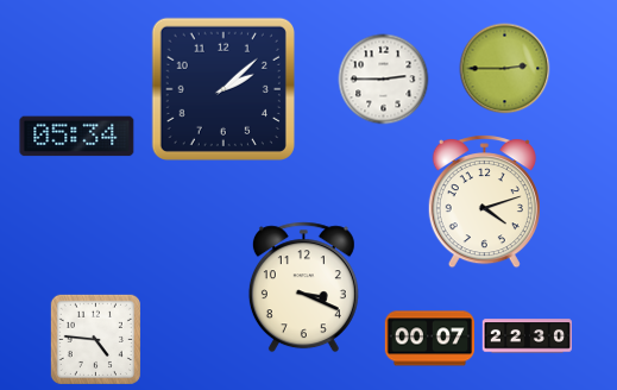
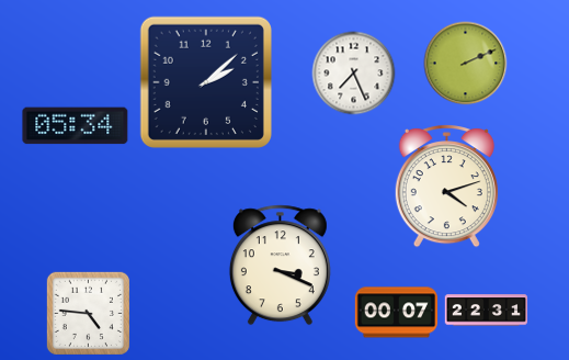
clock at (505, 69): 2:45 -> 2:11
clock at (384, 80): 2:45 -> 7:26
clock at (77, 137) position: (77, 137) -> (76, 126)
clock at (527, 336): 22:30 -> 22:31
